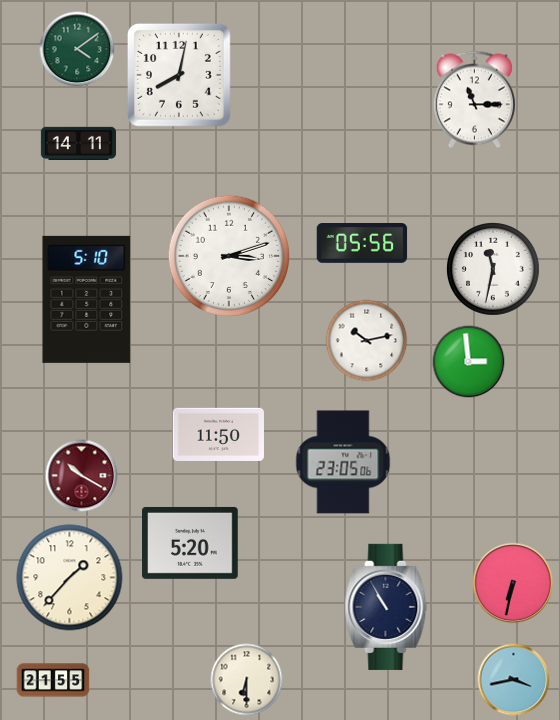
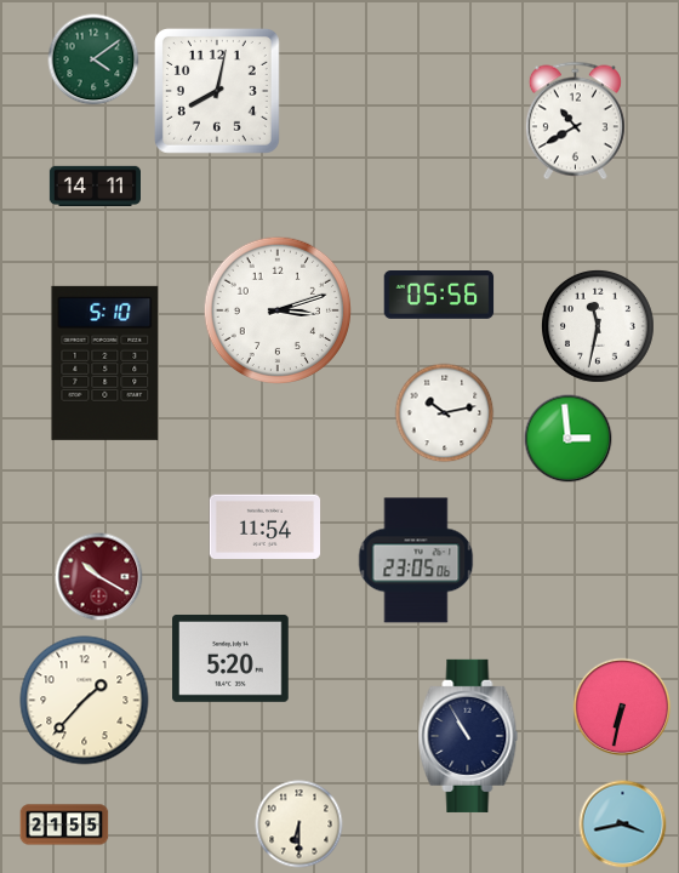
clock at (474, 100): 11:15 -> 10:40
clock at (78, 143) position: (78, 143) -> (95, 186)
clock at (219, 434): 11:50 -> 11:54
